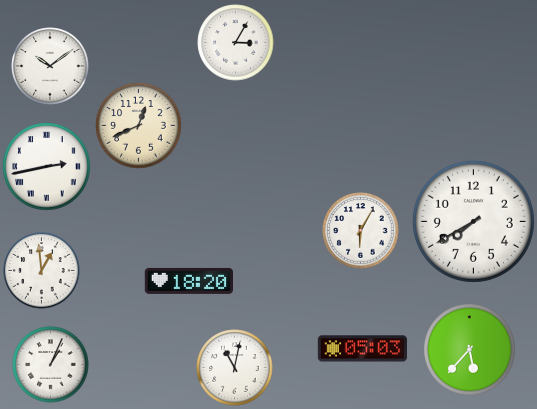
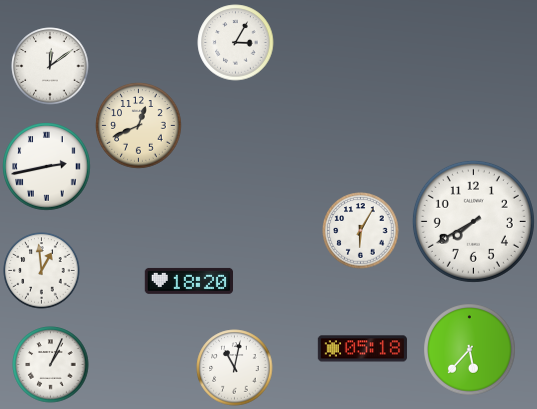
clock at (50, 66): 10:09 -> 12:09
clock at (362, 349): 05:03 -> 05:18
